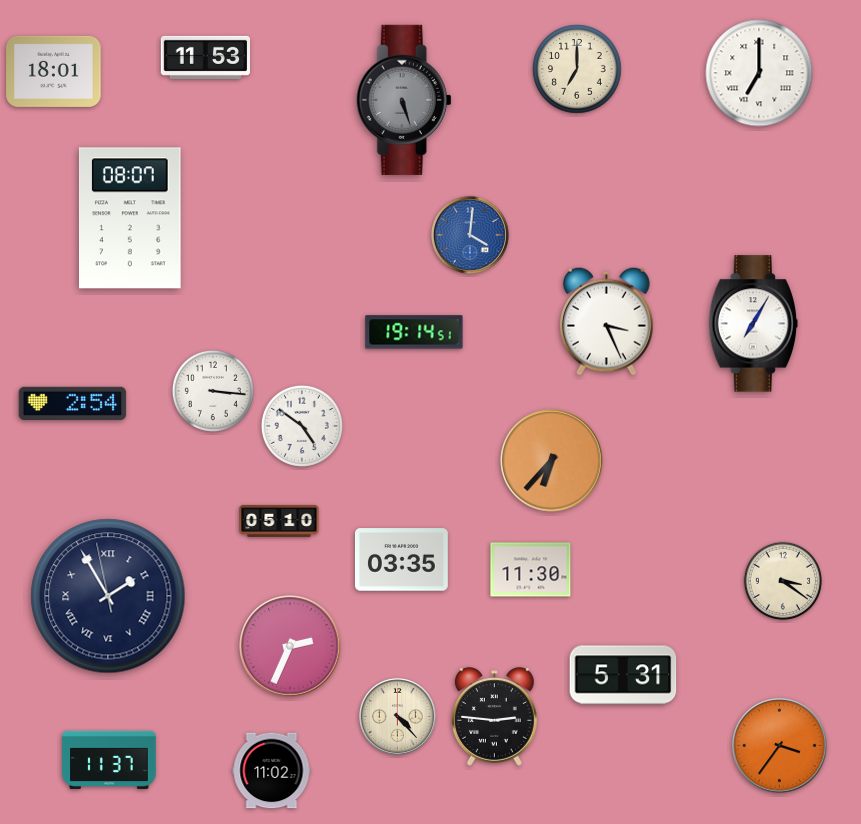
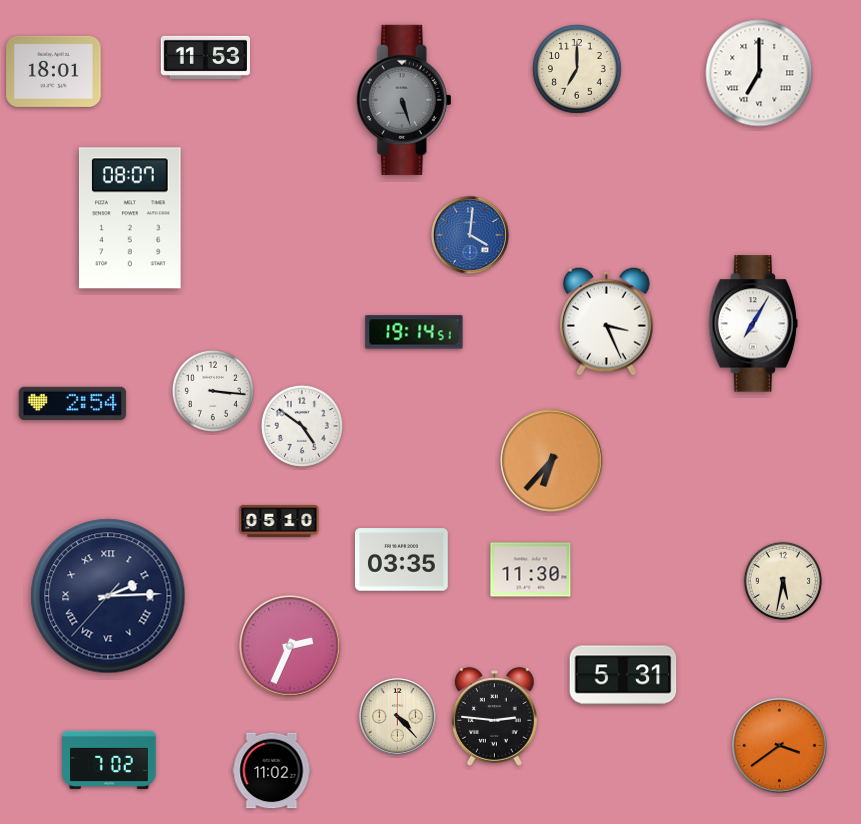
clock at (782, 580): 3:21 -> 5:32
clock at (108, 596): 1:54 -> 2:14
clock at (780, 746): 3:36 -> 3:39
clock at (109, 760): 11:37 -> 7:02
